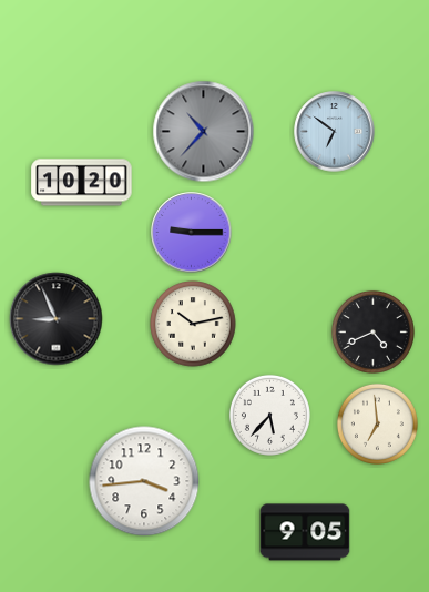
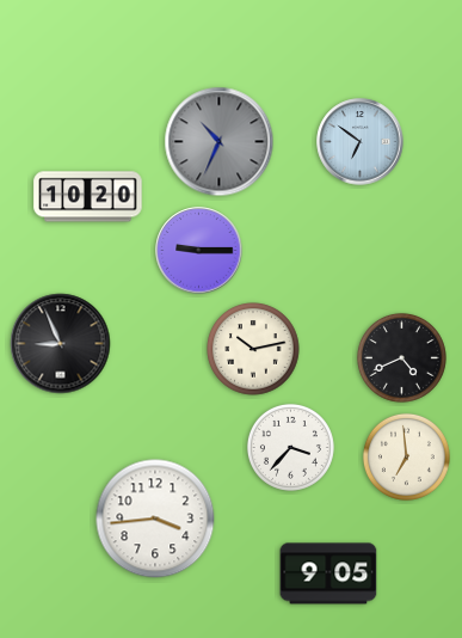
clock at (204, 132): 10:37 -> 10:34
clock at (192, 233) position: (192, 233) -> (199, 251)
clock at (193, 324) position: (193, 324) -> (253, 349)
clock at (269, 415): 5:37 -> 3:37
